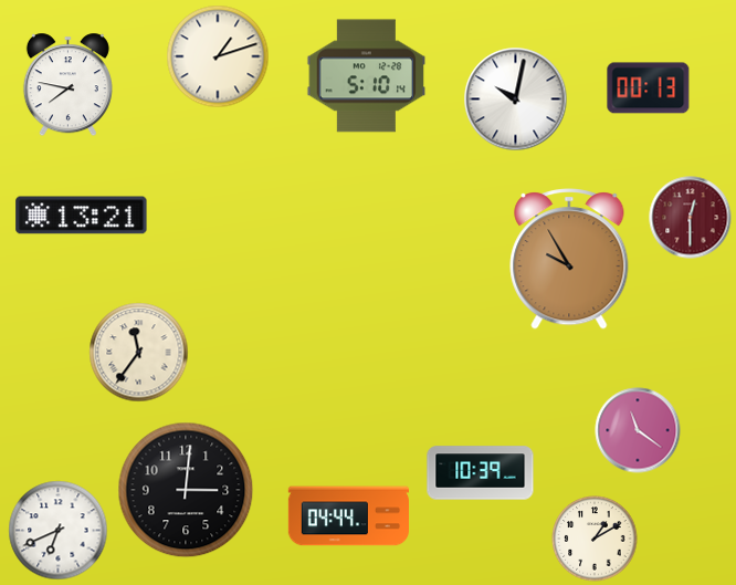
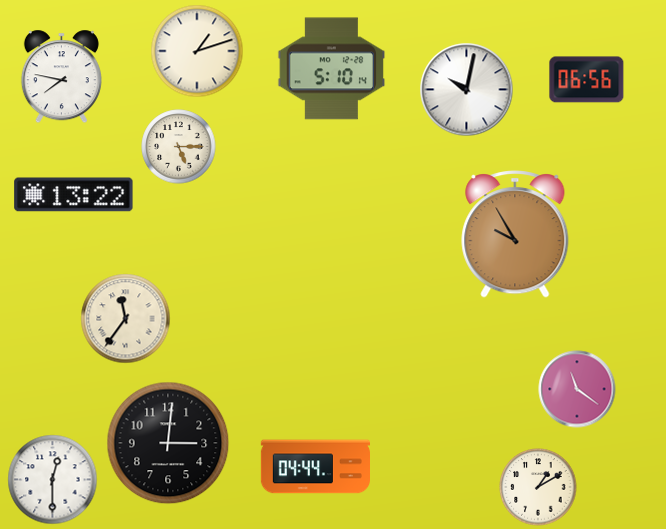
clock at (649, 88): 00:13 -> 06:56
clock at (179, 147): none -> 5:15
clock at (82, 216): 13:21 -> 13:22
clock at (691, 218): 12:30 -> none
clock at (481, 473): 10:39 -> none
clock at (59, 531): 6:41 -> 12:30
